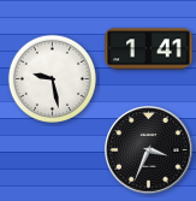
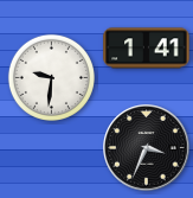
clock at (52, 78): 9:28 -> 9:31
